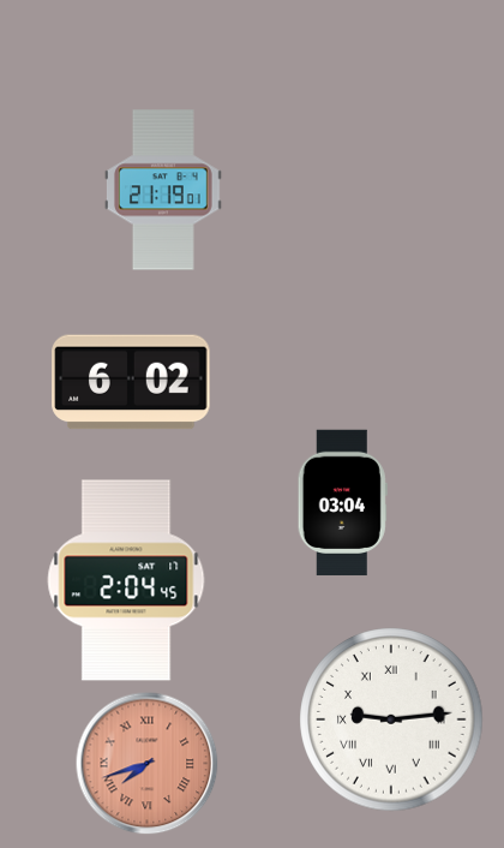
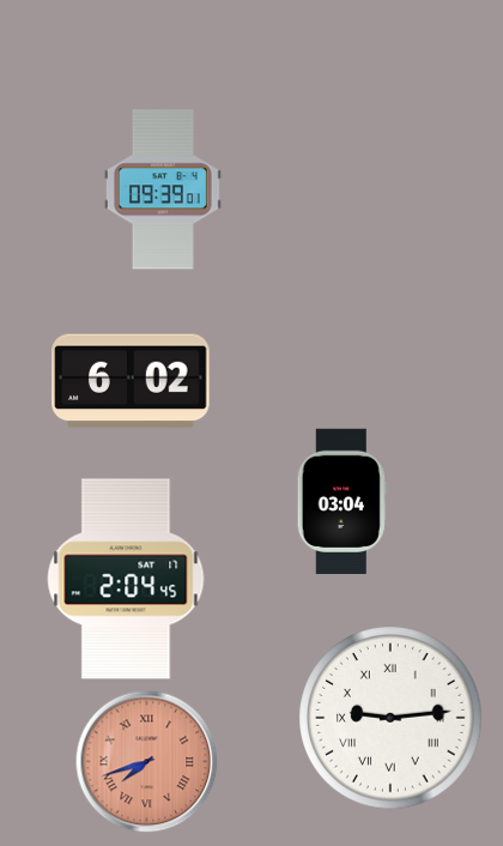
clock at (163, 190): 21:19 -> 09:39
